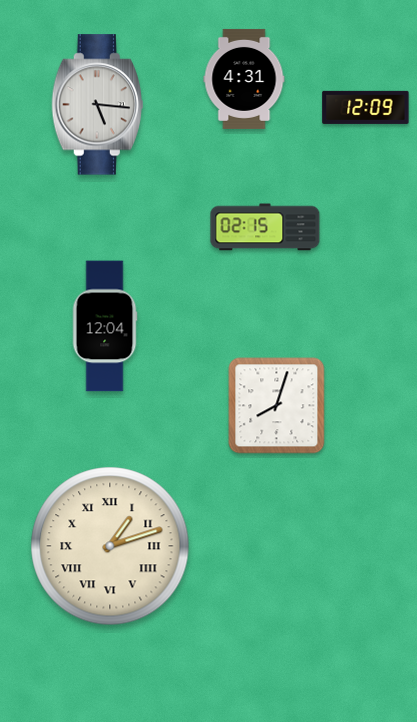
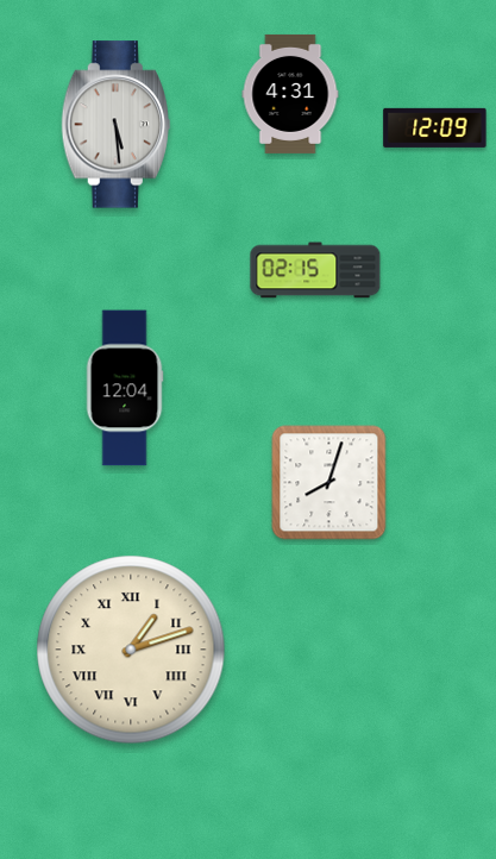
clock at (97, 105): 5:16 -> 5:29
